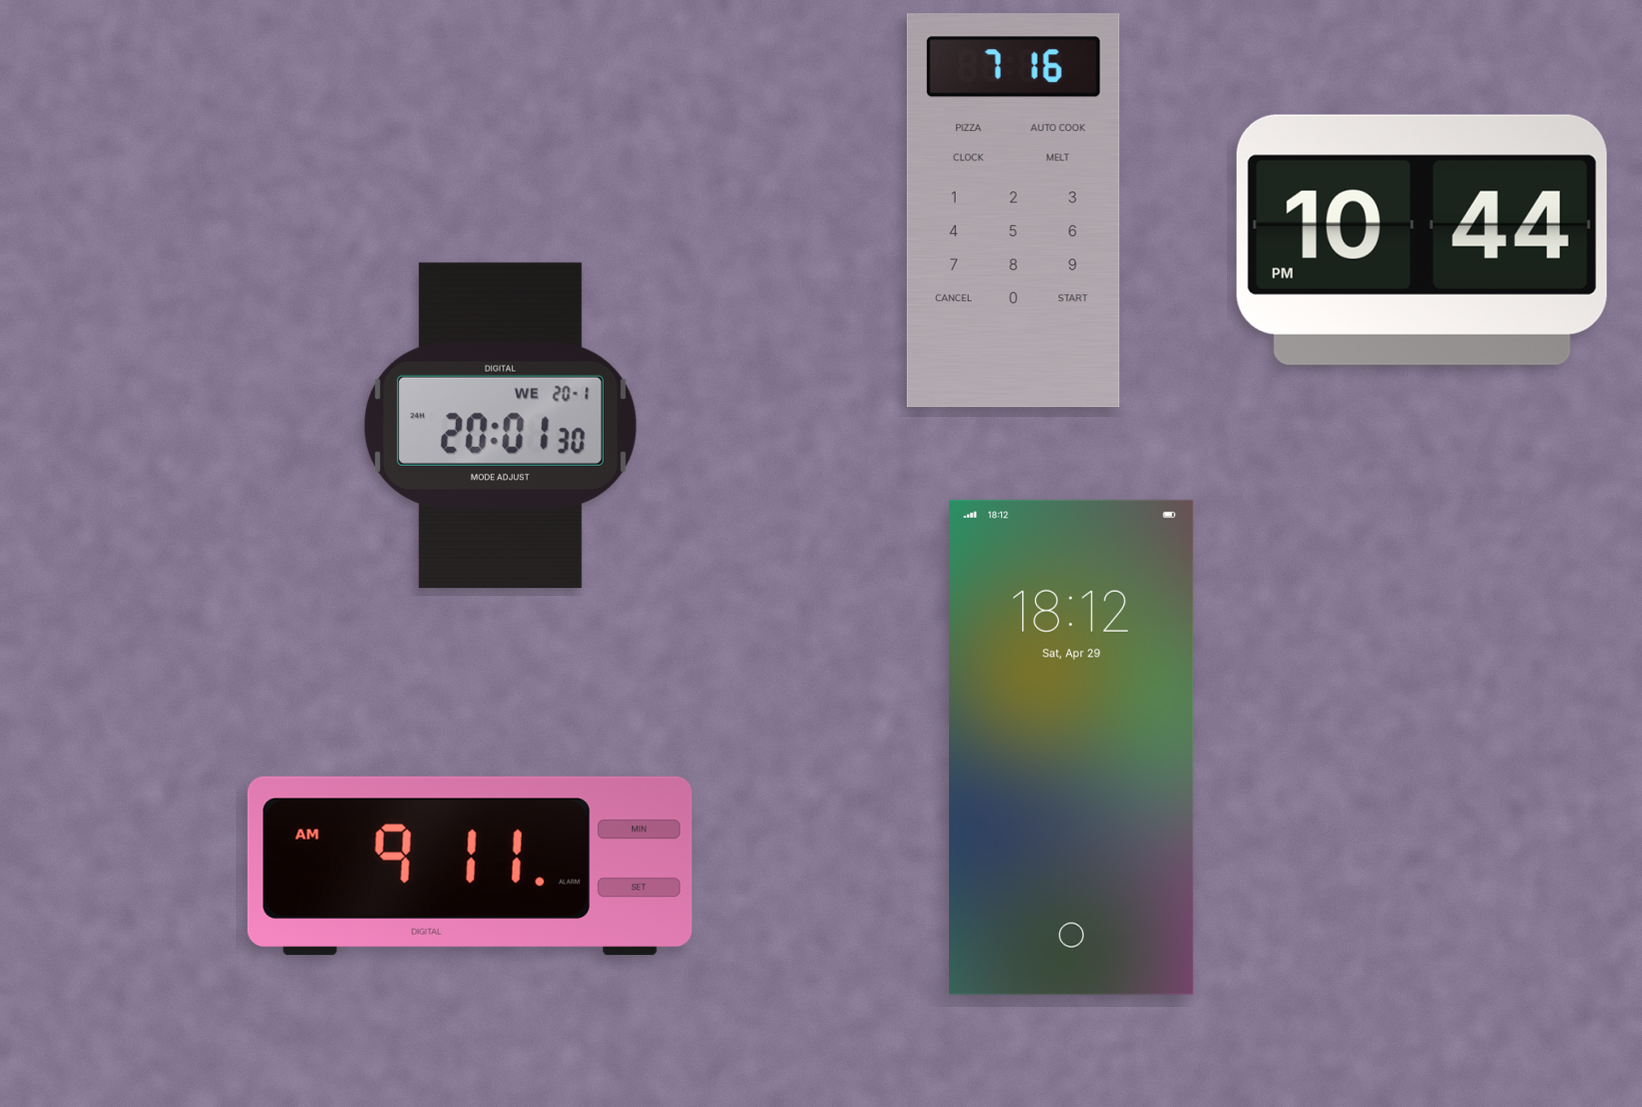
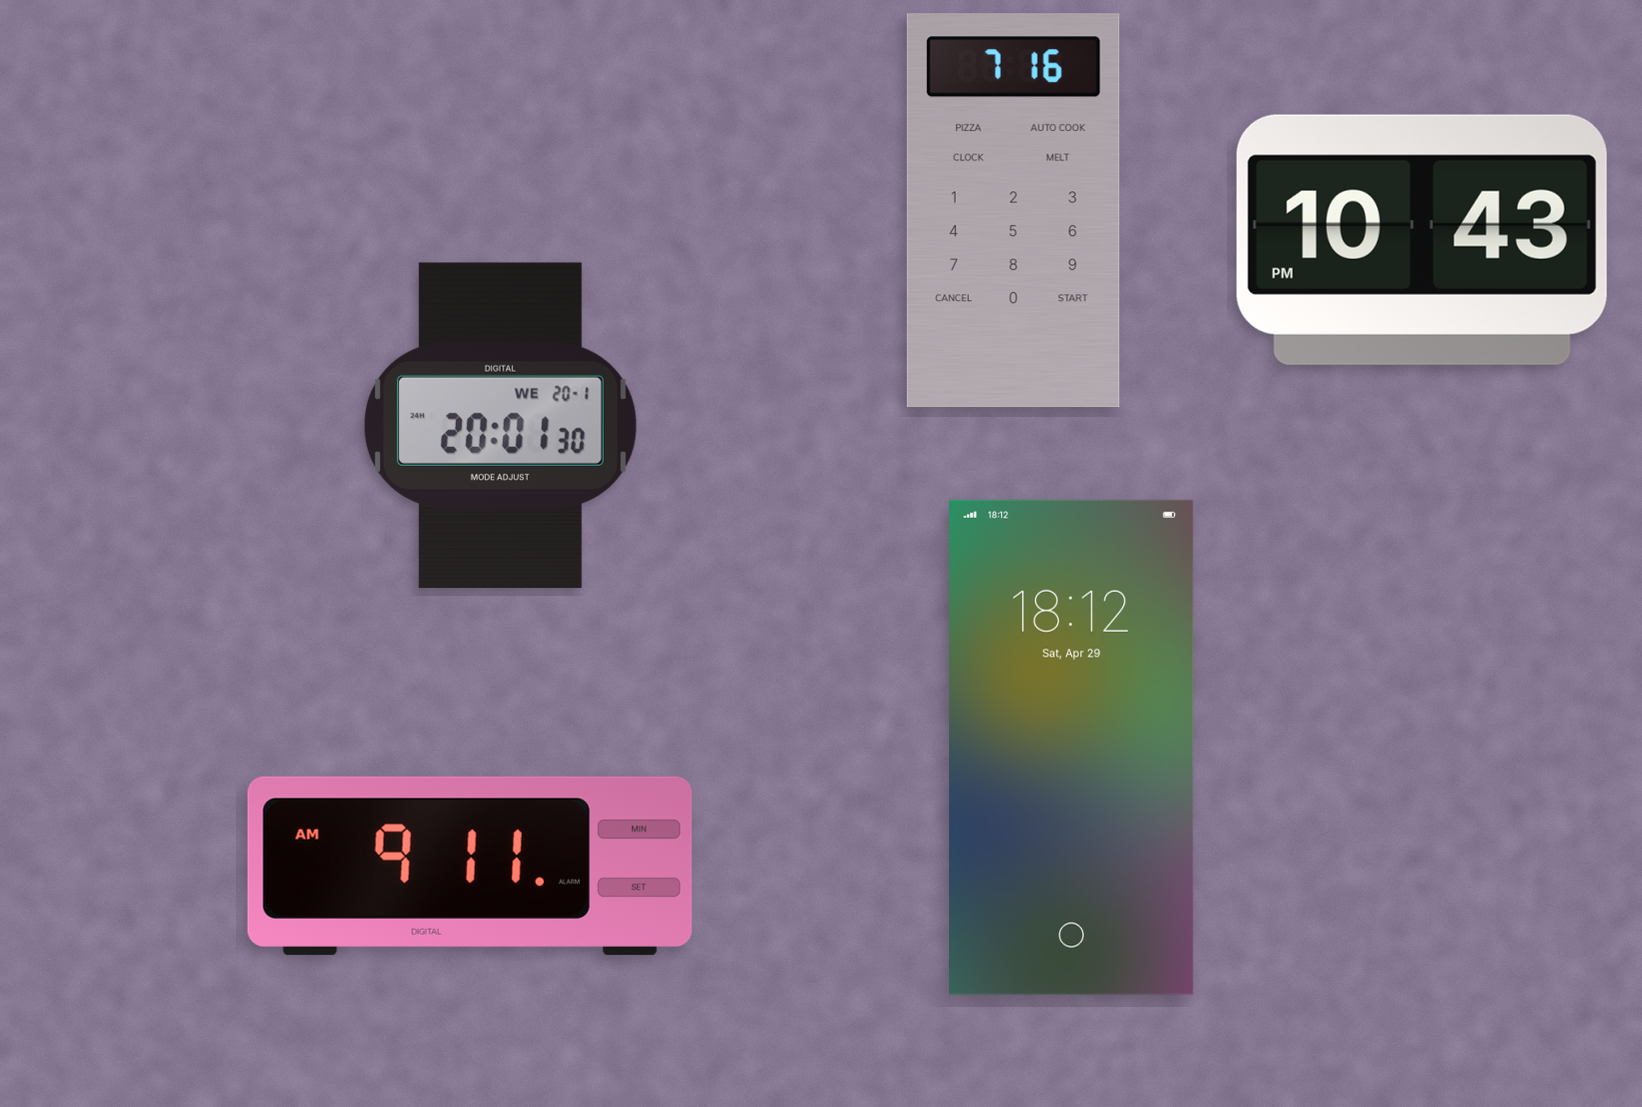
clock at (1422, 240): 10:44 -> 10:43
